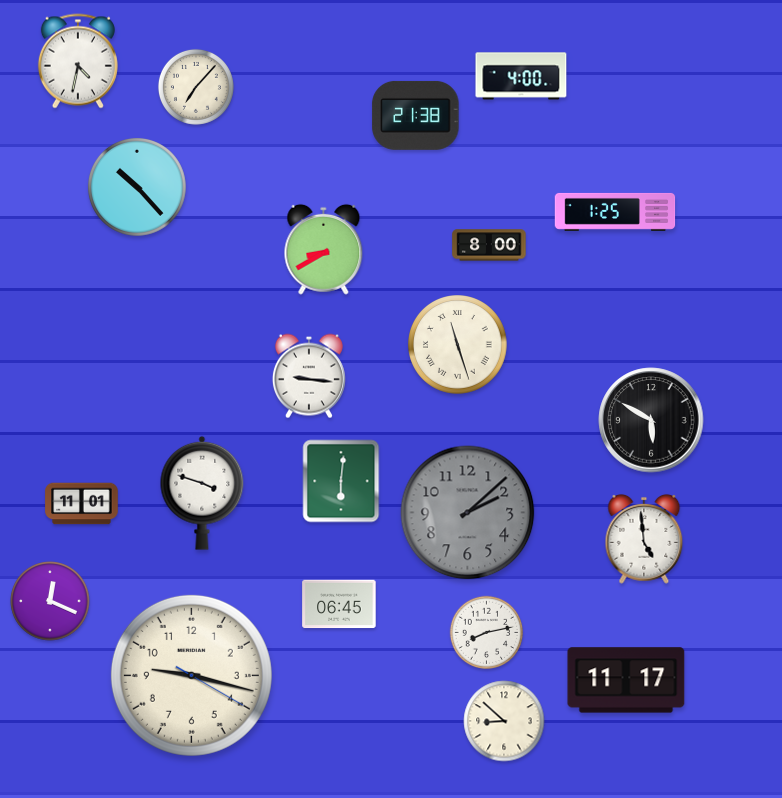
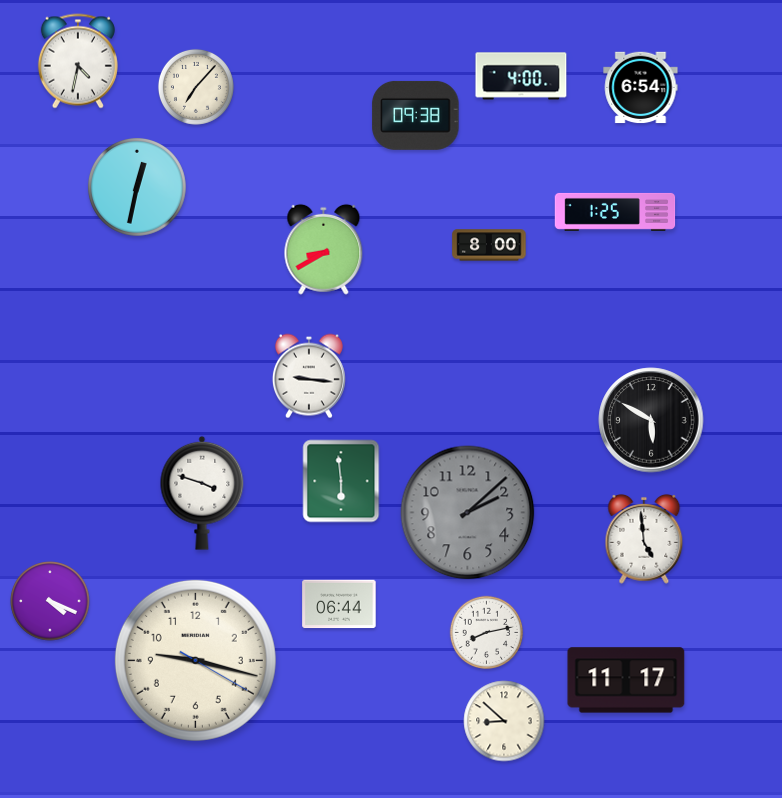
clock at (641, 88): none -> 6:54
clock at (416, 115): 21:38 -> 09:38
clock at (137, 187): 10:23 -> 12:32
clock at (458, 345): 11:27 -> none
clock at (341, 481): 6:01 -> 5:59
clock at (82, 504): 11:01 -> none
clock at (50, 601): 12:19 -> 4:19
clock at (339, 604): 06:45 -> 06:44
clock at (191, 675) position: (191, 675) -> (195, 660)
